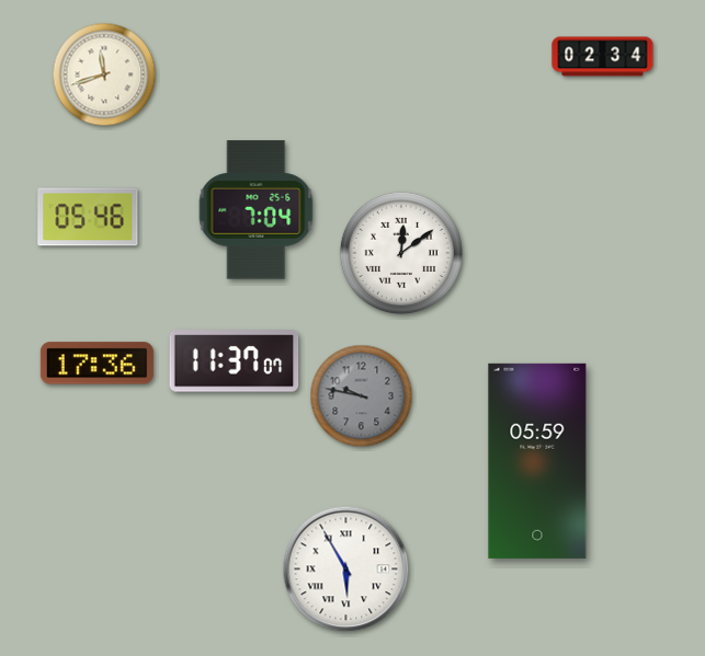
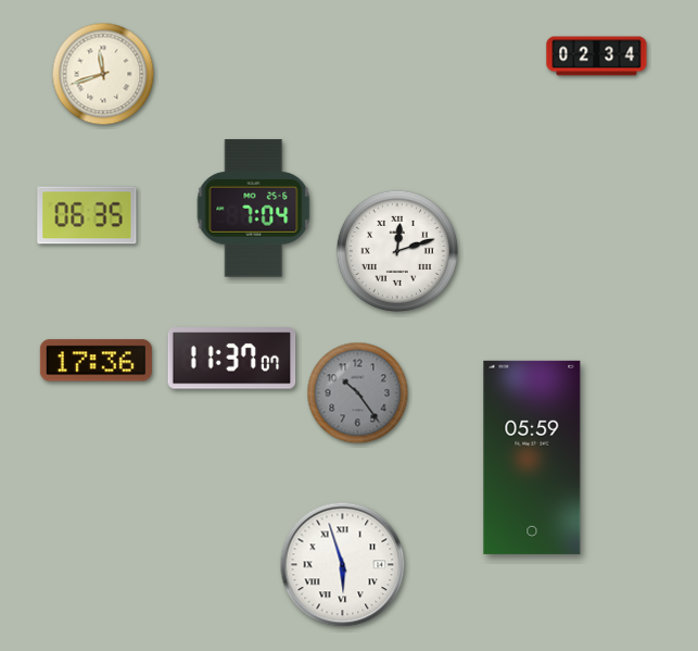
clock at (88, 217): 05:46 -> 06:35
clock at (401, 253): 12:09 -> 12:12
clock at (362, 396): 9:47 -> 10:24
clock at (346, 569): 5:55 -> 5:57
